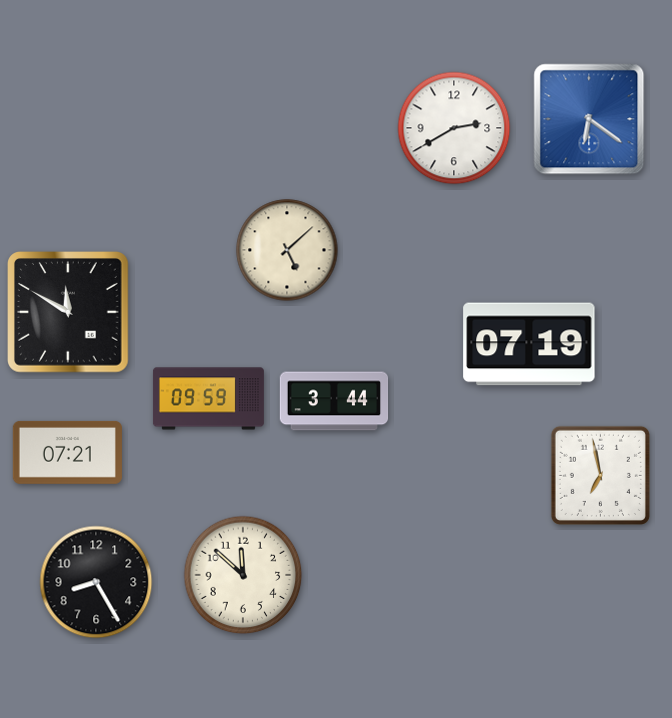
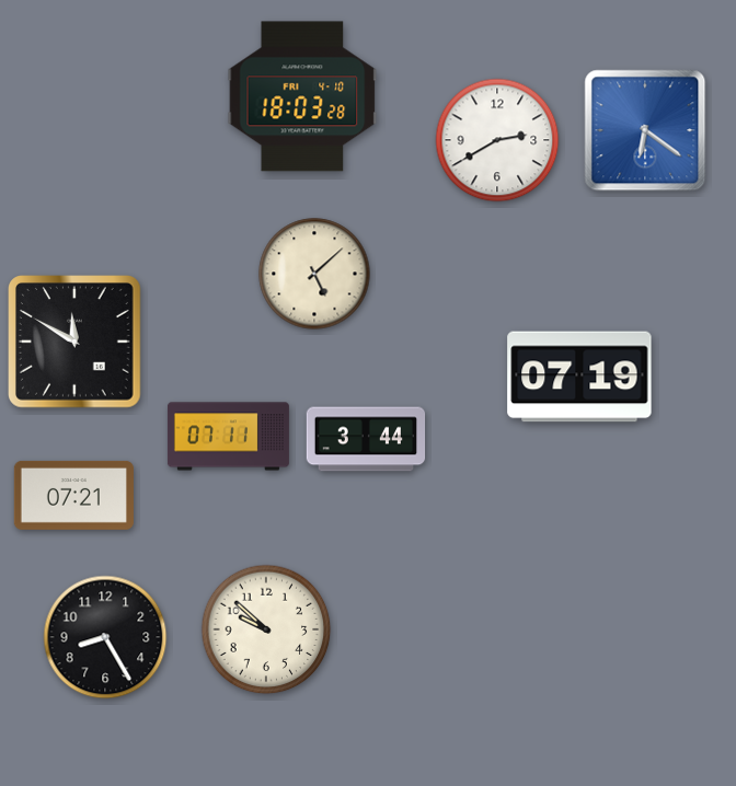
clock at (302, 96): none -> 18:03
clock at (208, 399): 09:59 -> 07:11
clock at (600, 475): 6:58 -> none
clock at (243, 575): 11:52 -> 9:52
